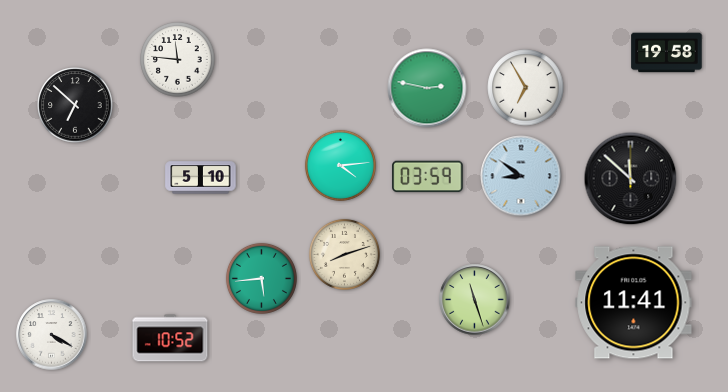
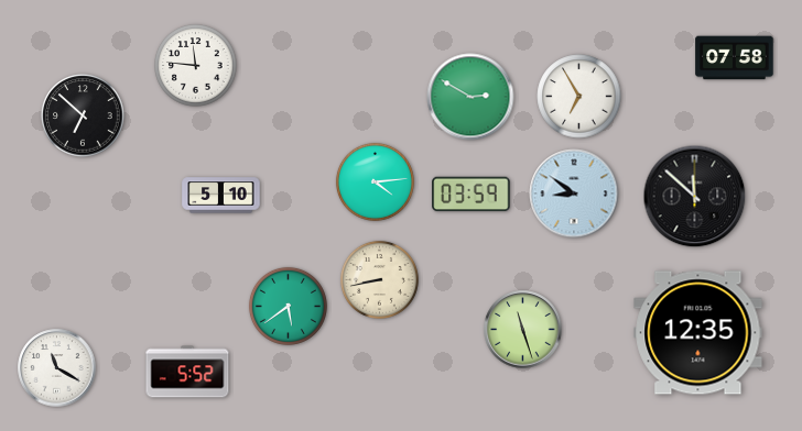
clock at (667, 53): 19:58 -> 07:58
clock at (427, 88): 2:47 -> 2:50
clock at (344, 254): 8:12 -> 8:43
clock at (261, 278): 5:44 -> 5:39
clock at (634, 303): 11:41 -> 12:35
clock at (52, 335): 4:20 -> 11:20
clock at (170, 338): 10:52 -> 5:52
